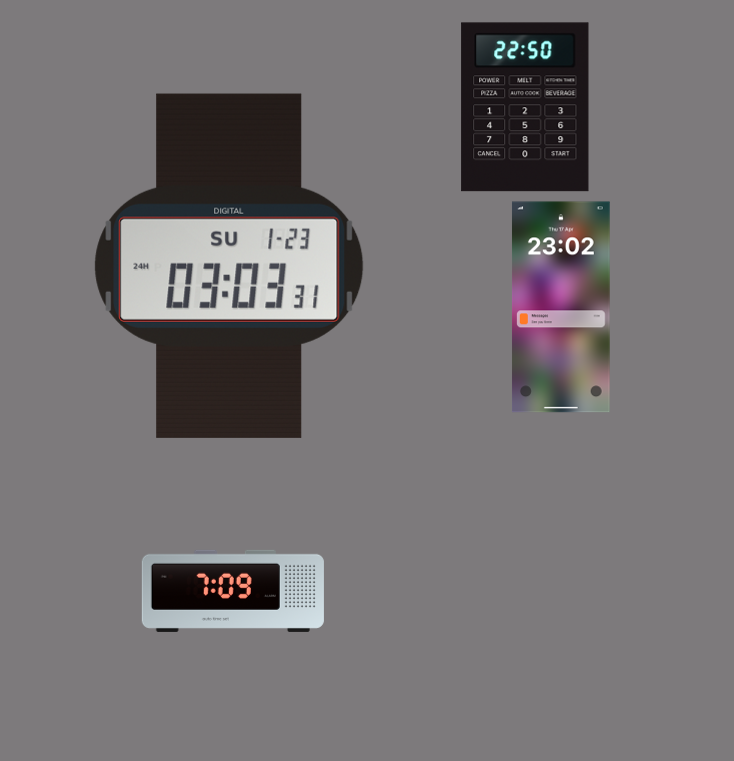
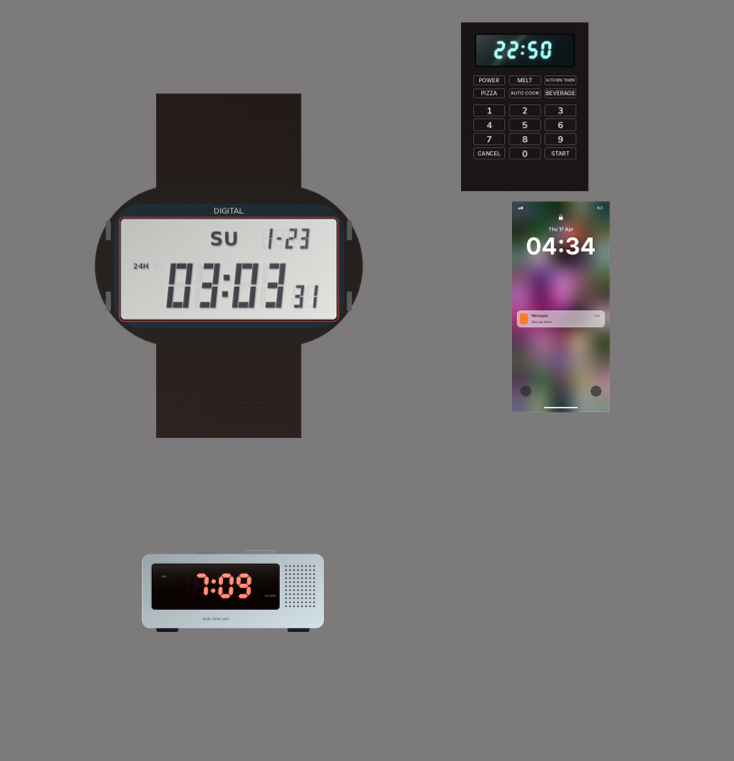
clock at (561, 307): 23:02 -> 04:34
